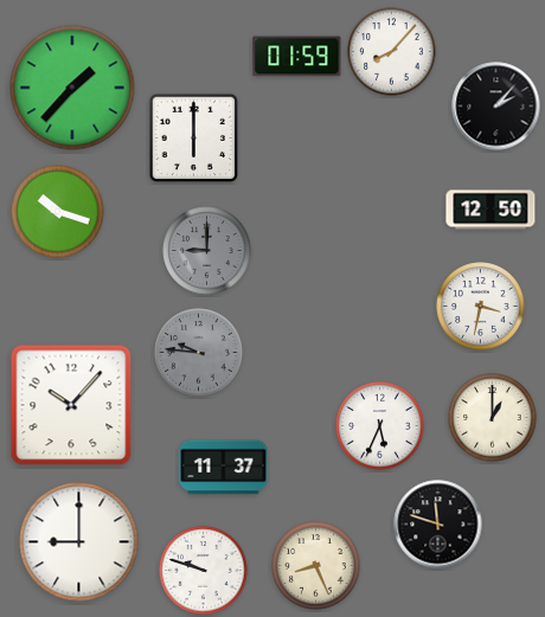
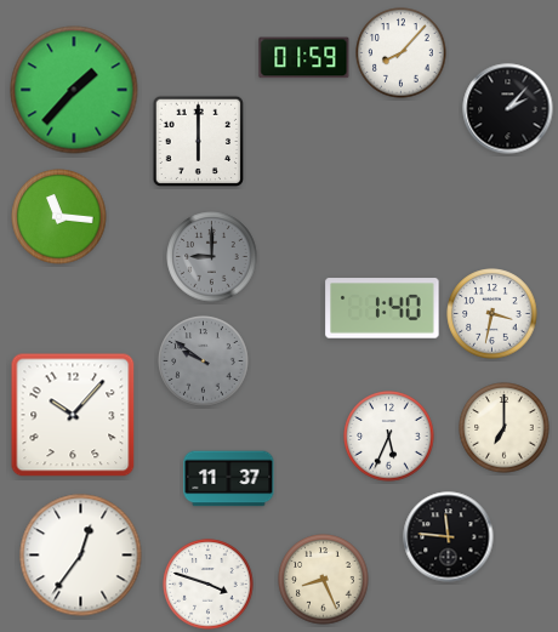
clock at (490, 210): 12:50 -> none
clock at (58, 212): 10:18 -> 11:16
clock at (382, 308): none -> 1:40
clock at (199, 353): 9:46 -> 9:51
clock at (493, 418): 1:00 -> 7:00
clock at (438, 525): 11:48 -> 11:46
clock at (79, 542): 9:00 -> 12:36
clock at (204, 571): 9:48 -> 3:48
